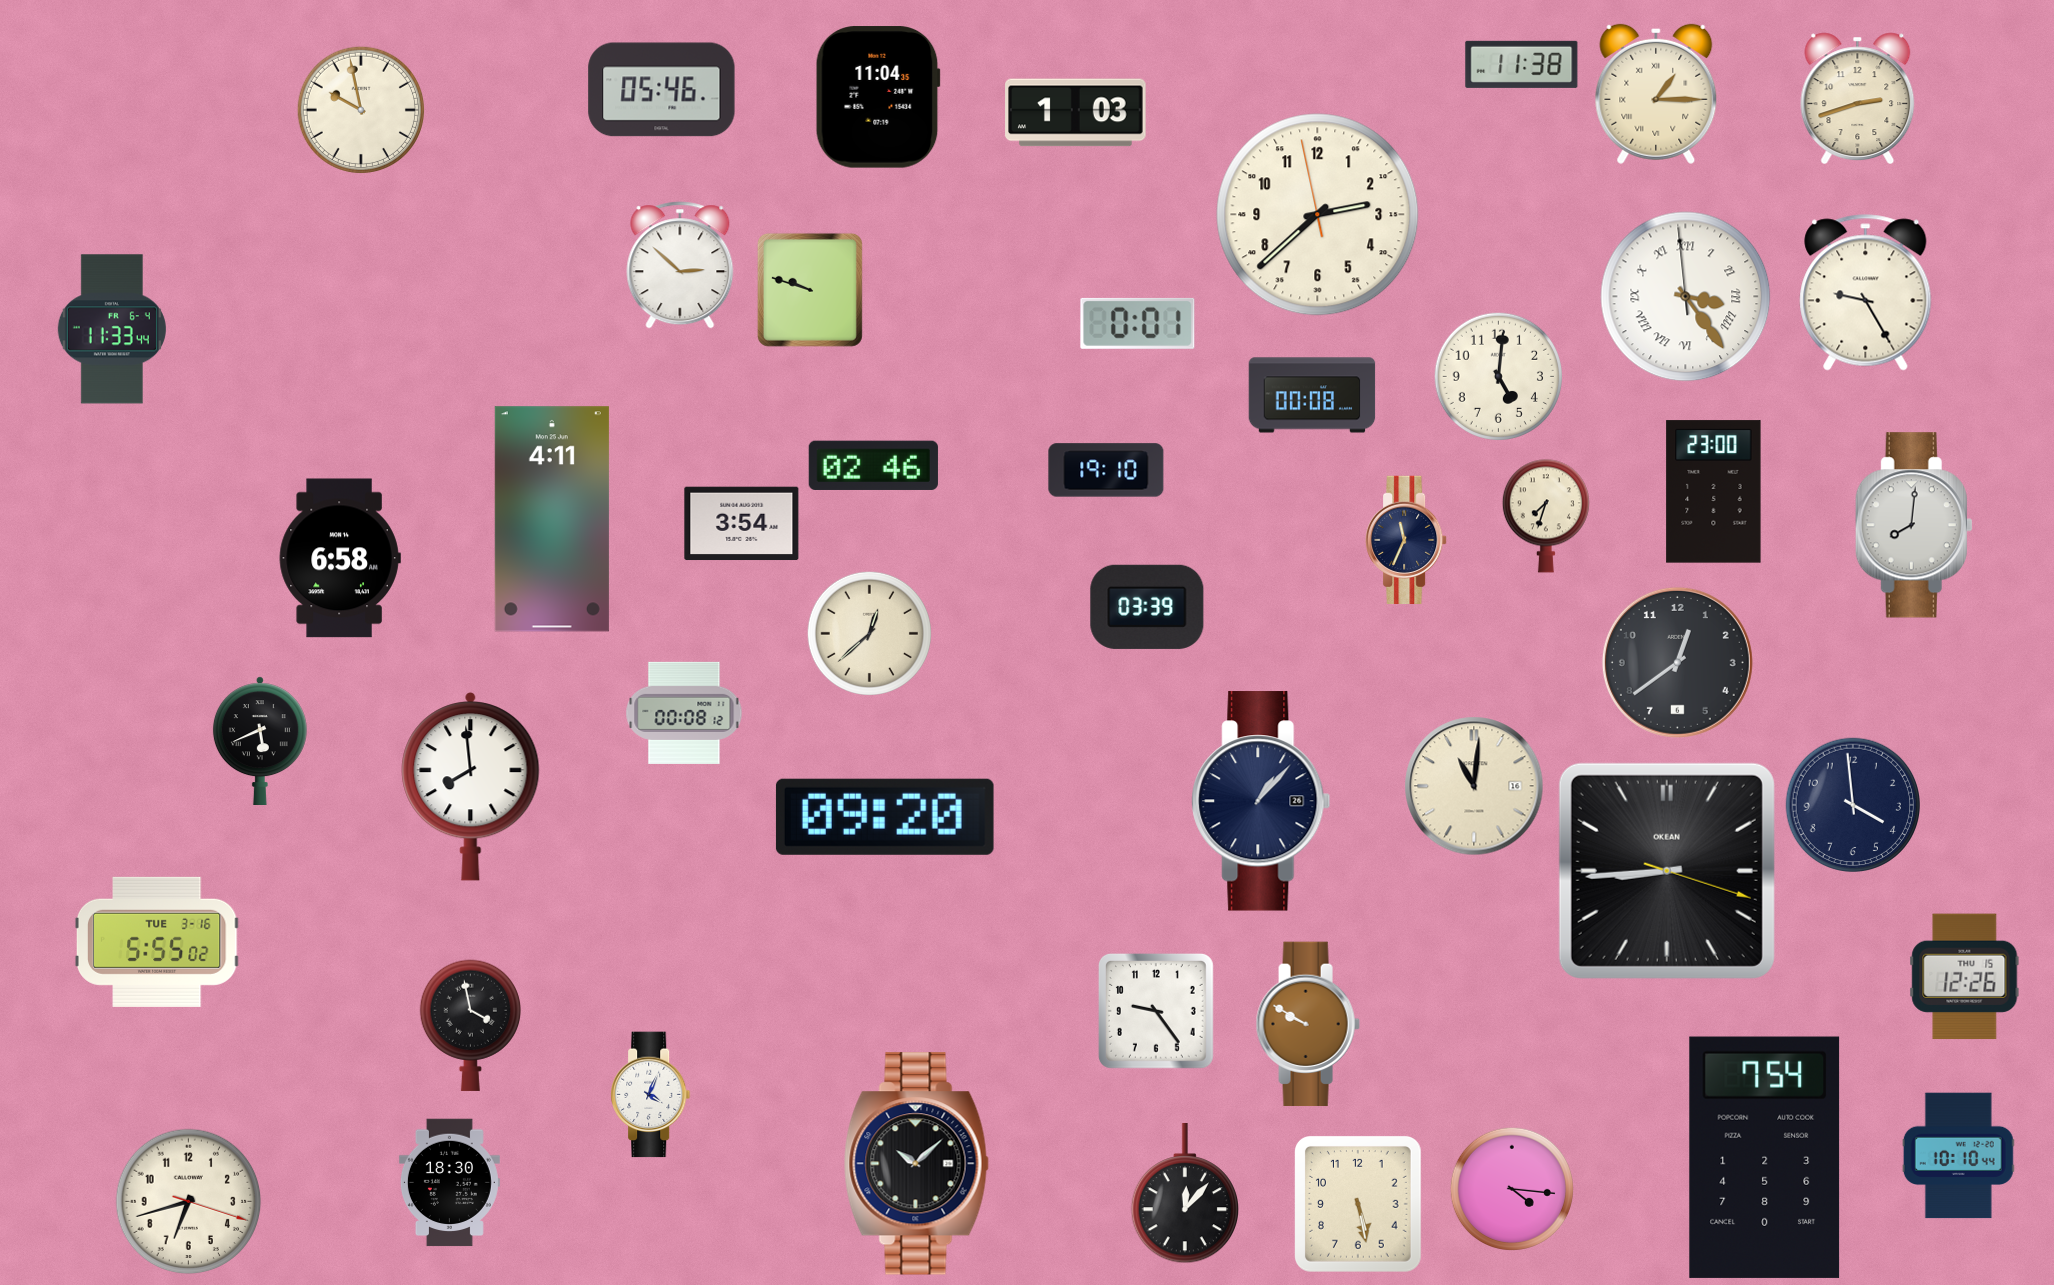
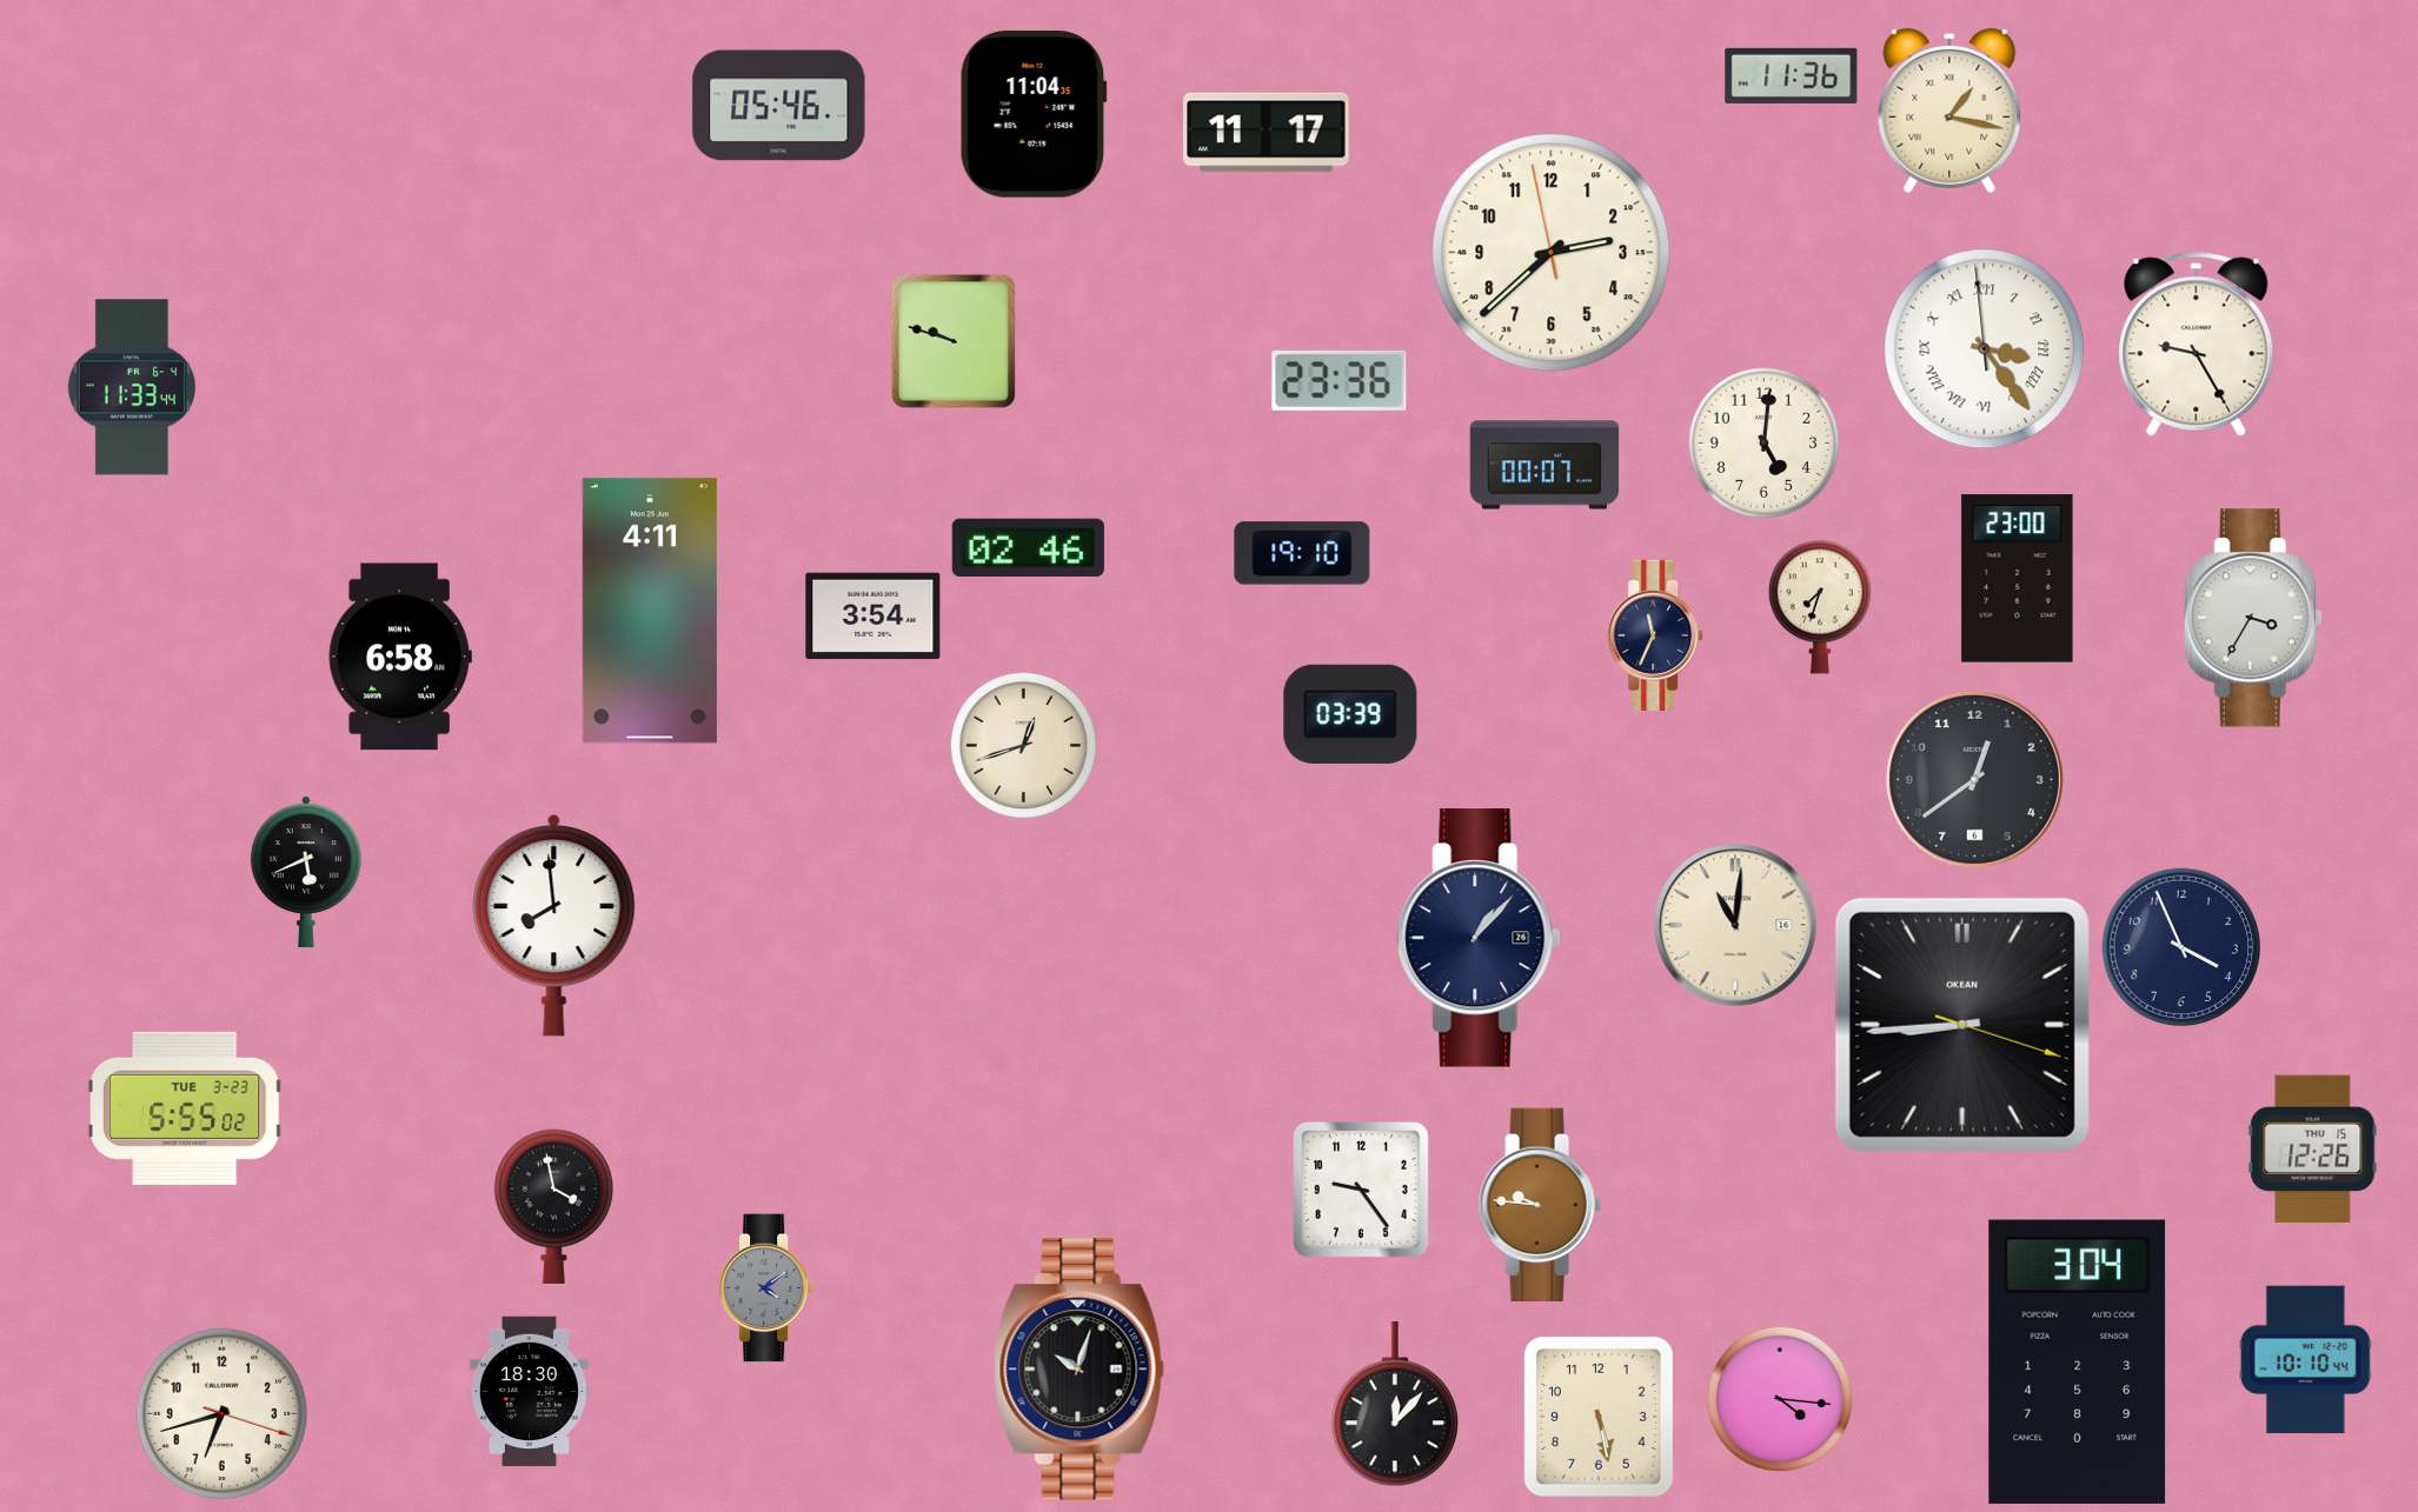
clock at (1522, 64): 11:38 -> 11:36
clock at (1656, 94): 1:15 -> 1:17
clock at (1858, 98): 2:42 -> none
clock at (360, 109): 9:58 -> none
clock at (1076, 113): 1:03 -> 11:17
clock at (680, 265): 2:52 -> none
clock at (1138, 323): 0:01 -> 23:36
clock at (1312, 395): 00:08 -> 00:07
clock at (1914, 525): 8:01 -> 3:35
clock at (869, 633): 12:38 -> 12:42
clock at (684, 713): 00:08 -> none
clock at (1261, 801) position: (1261, 801) -> (1479, 938)
clock at (1852, 804): 3:59 -> 3:56
clock at (885, 817): 09:20 -> none
clock at (157, 942) date: TUE 3-16 -> TUE 3-23
clock at (1308, 1024): 9:50 -> 9:46
clock at (651, 1095): 4:04 -> 4:09
clock at (651, 1095) dial: white -> grey
clock at (1765, 1157): 7:54 -> 3:04
clock at (916, 1164): 10:08 -> 10:03
